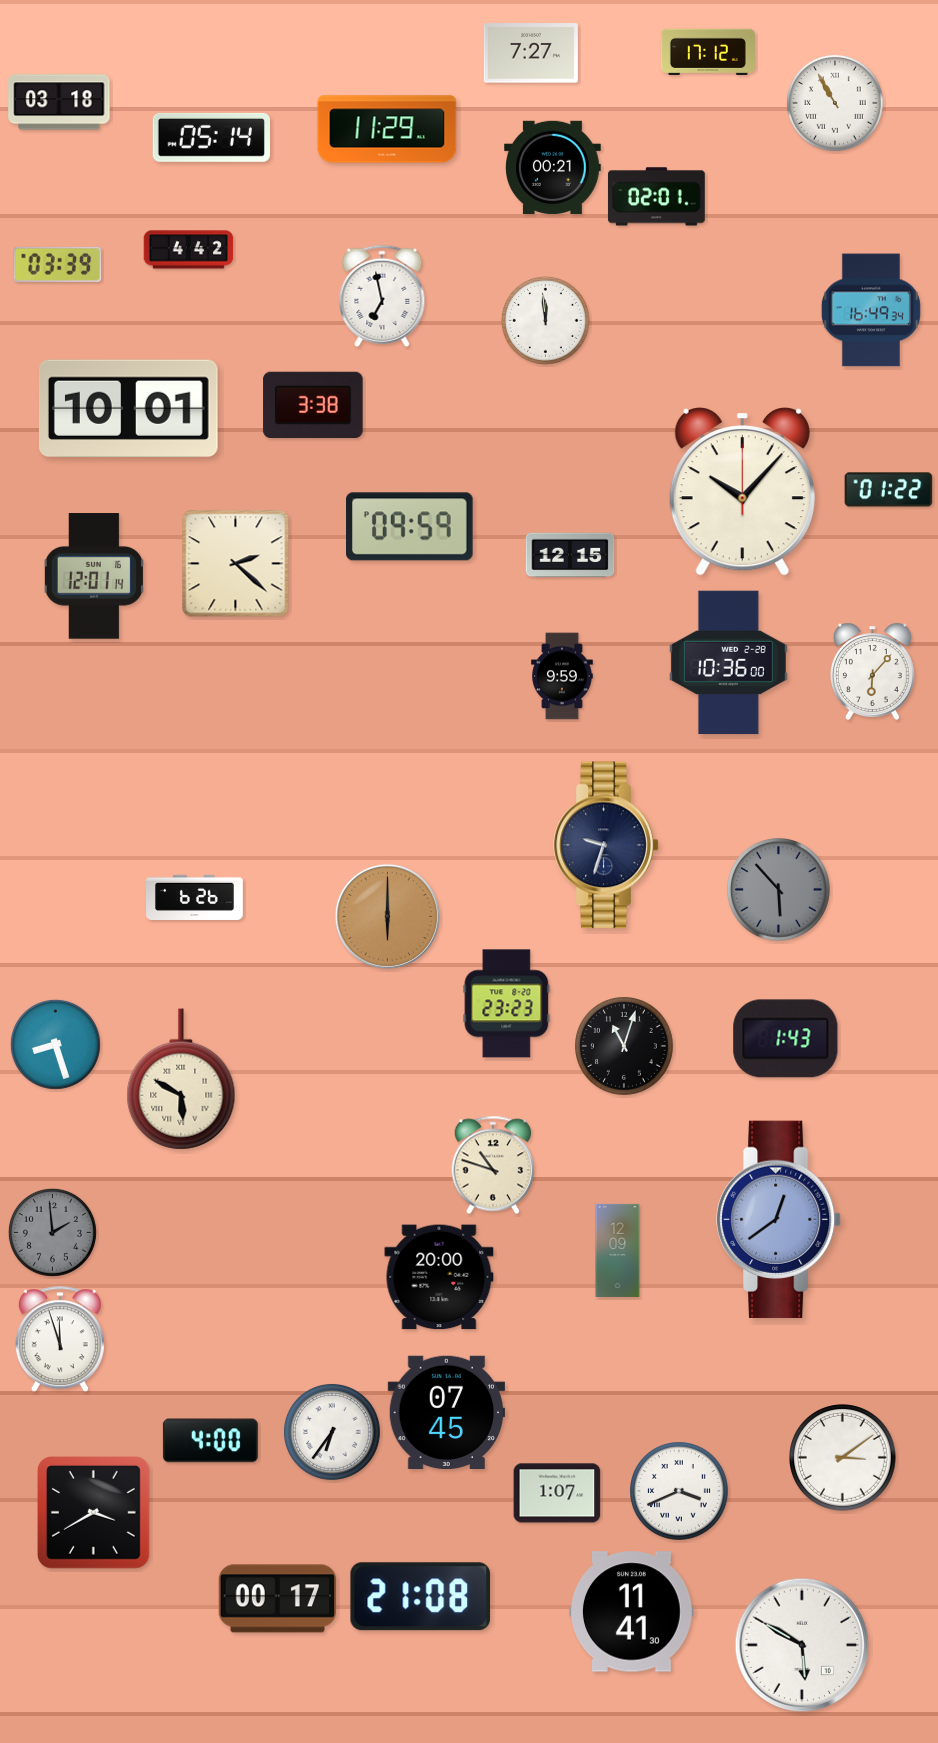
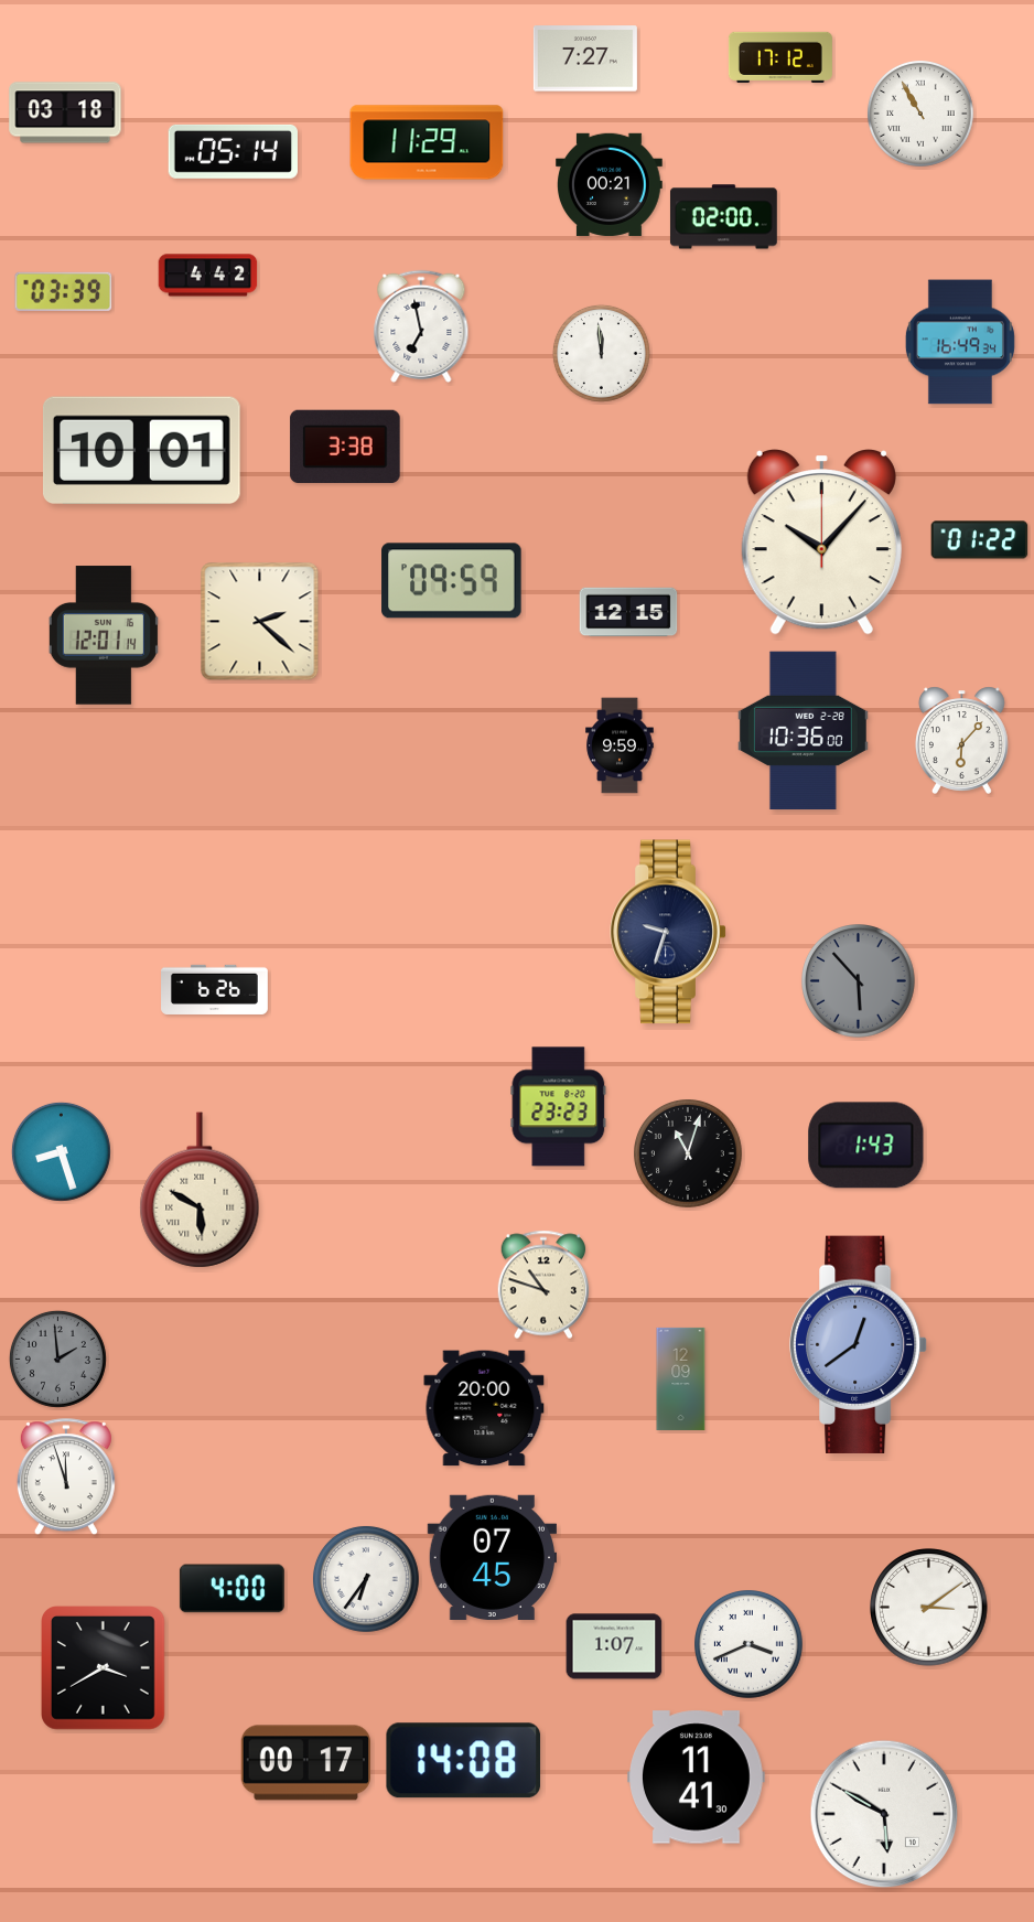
clock at (657, 197): 02:01 -> 02:00
clock at (742, 492) position: (742, 492) -> (821, 543)
clock at (387, 916): 6:00 -> none
clock at (421, 1597): 21:08 -> 14:08
